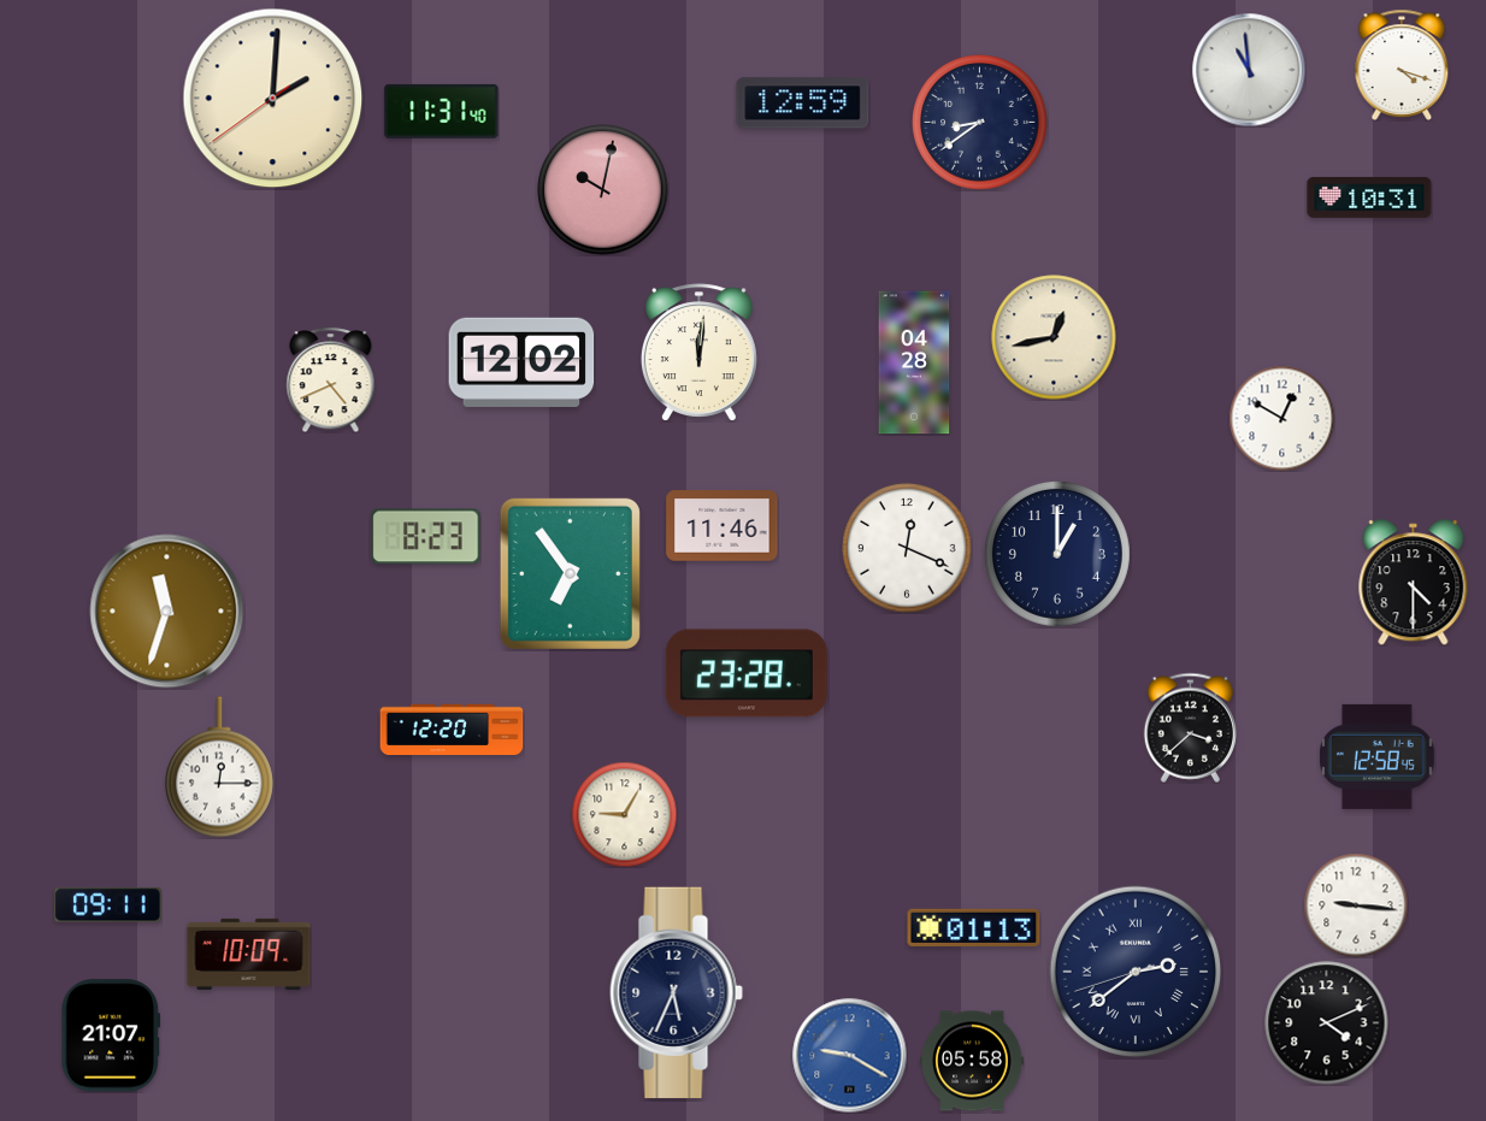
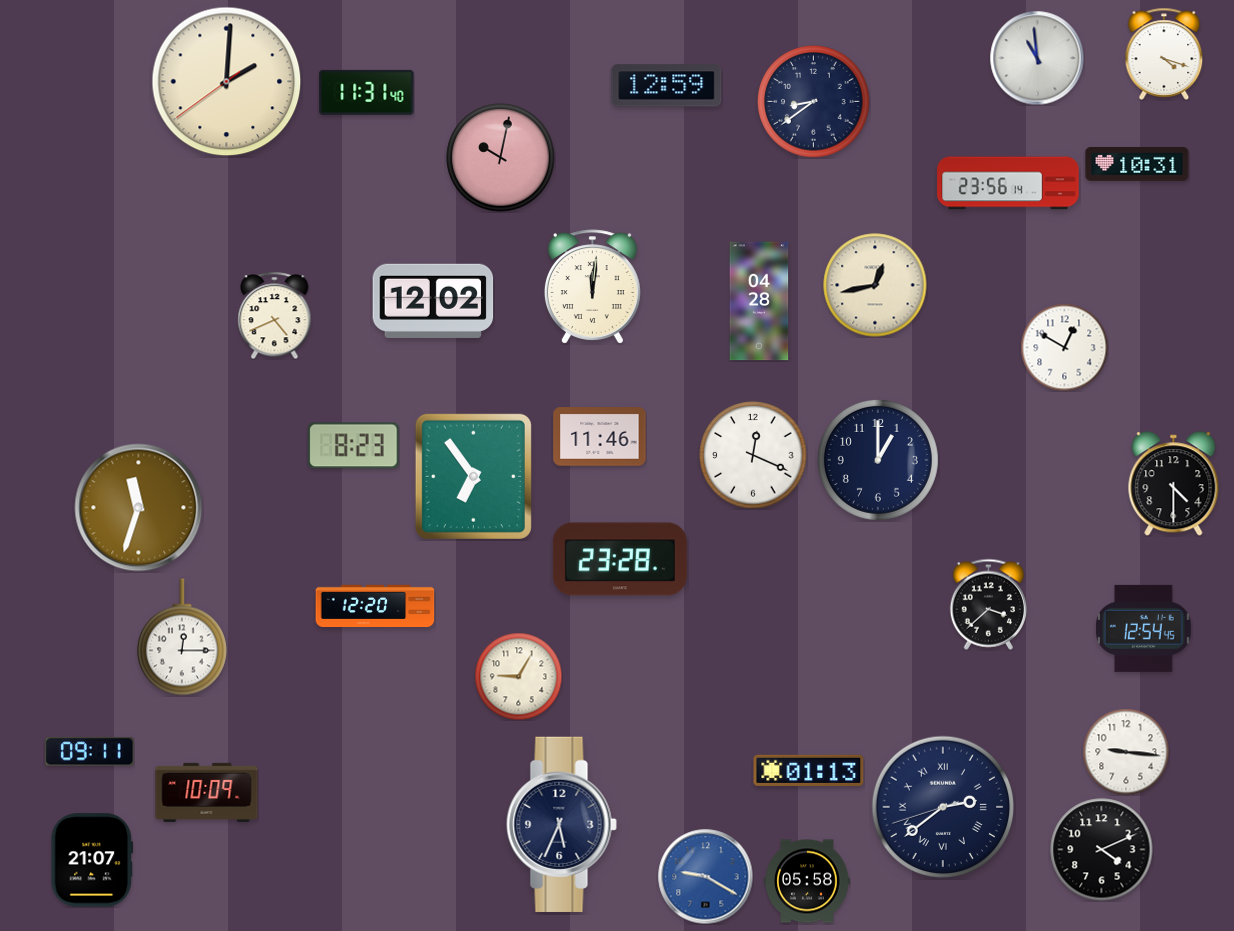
clock at (1008, 183): none -> 23:56
clock at (1054, 337) position: (1054, 337) -> (875, 285)
clock at (698, 353) position: (698, 353) -> (592, 287)
clock at (1378, 756): 12:58 -> 12:54
